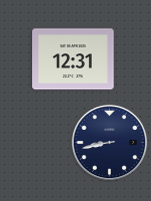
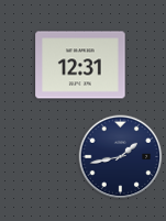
clock at (110, 143): 8:43 -> 1:43
